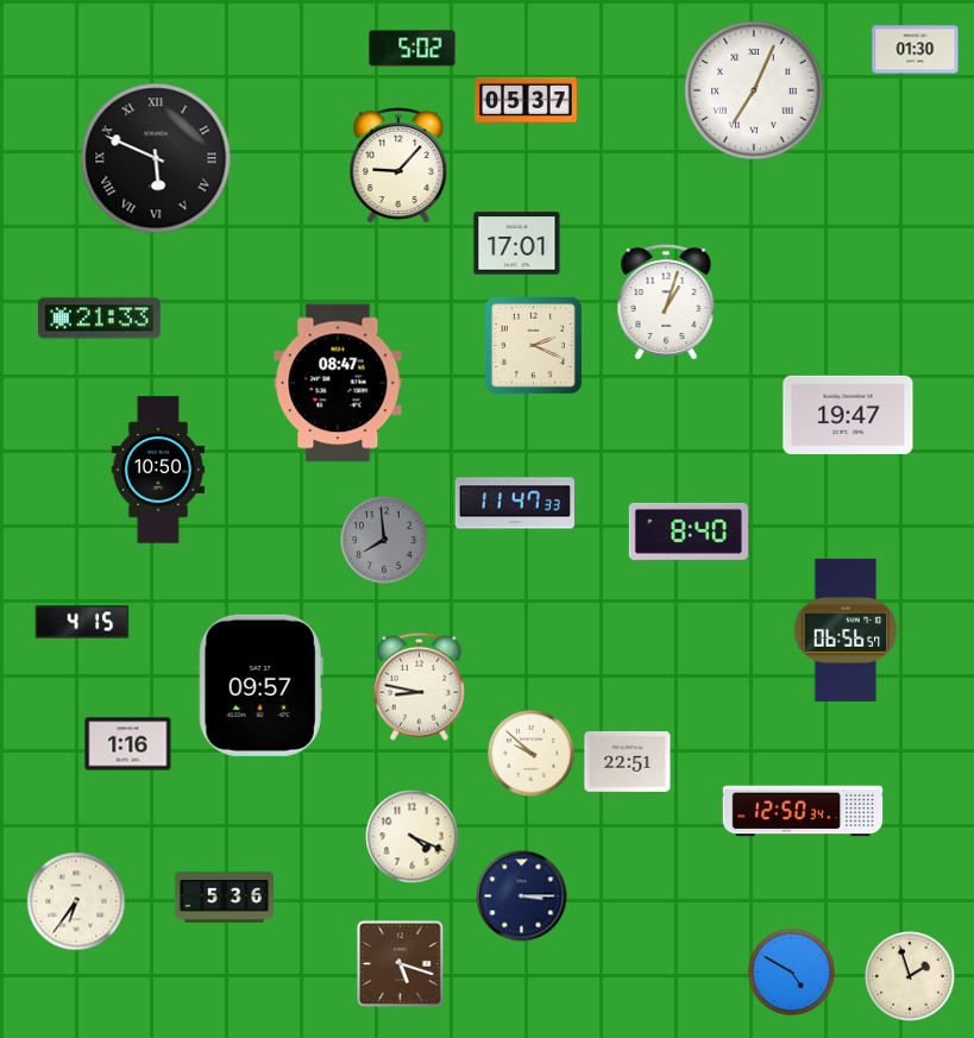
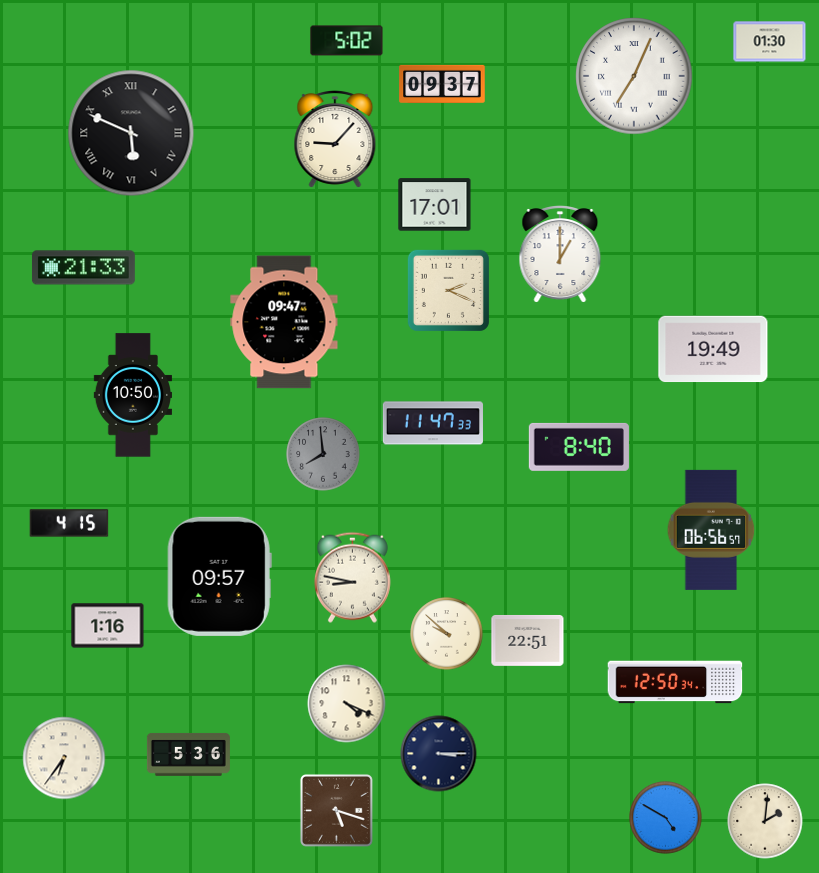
clock at (526, 99): 05:37 -> 09:37
clock at (666, 303): 1:03 -> 1:00
clock at (338, 383): 08:47 -> 09:47
clock at (848, 415): 19:47 -> 19:49
clock at (910, 976): 1:57 -> 2:01
